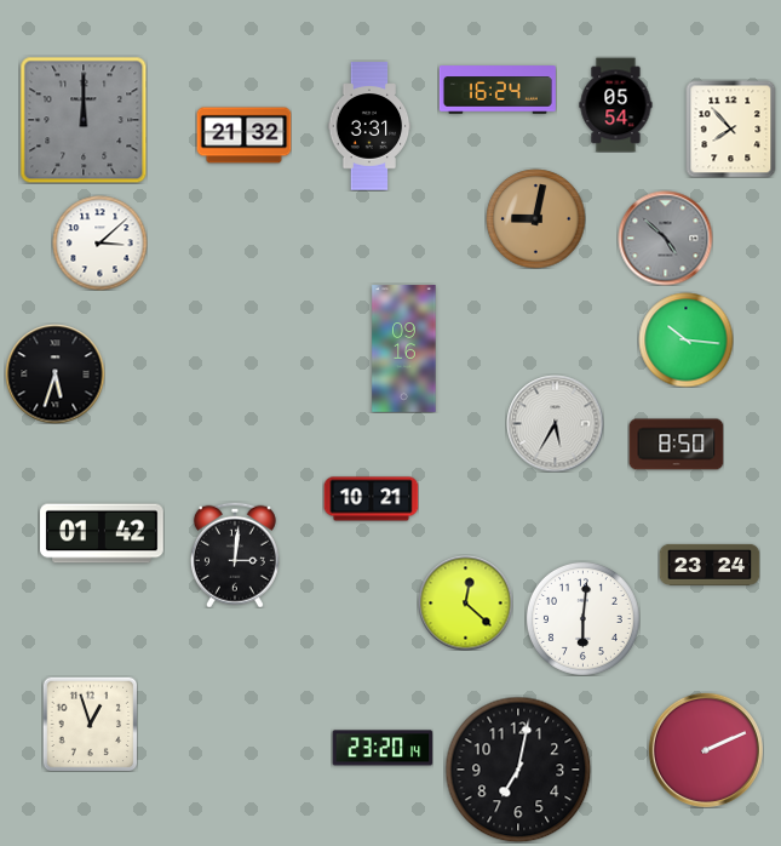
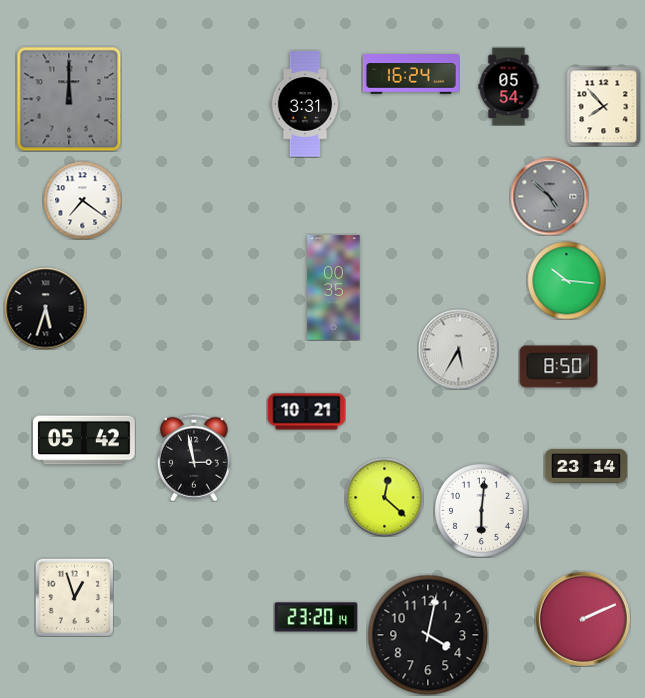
clock at (243, 136): 21:32 -> none
clock at (535, 218): 9:02 -> none
clock at (99, 242): 3:08 -> 7:21
clock at (404, 349): 09:16 -> 00:35
clock at (103, 533): 01:42 -> 05:42
clock at (235, 555): 3:01 -> 2:58
clock at (710, 565): 23:24 -> 23:14
clock at (518, 770): 7:02 -> 4:02
